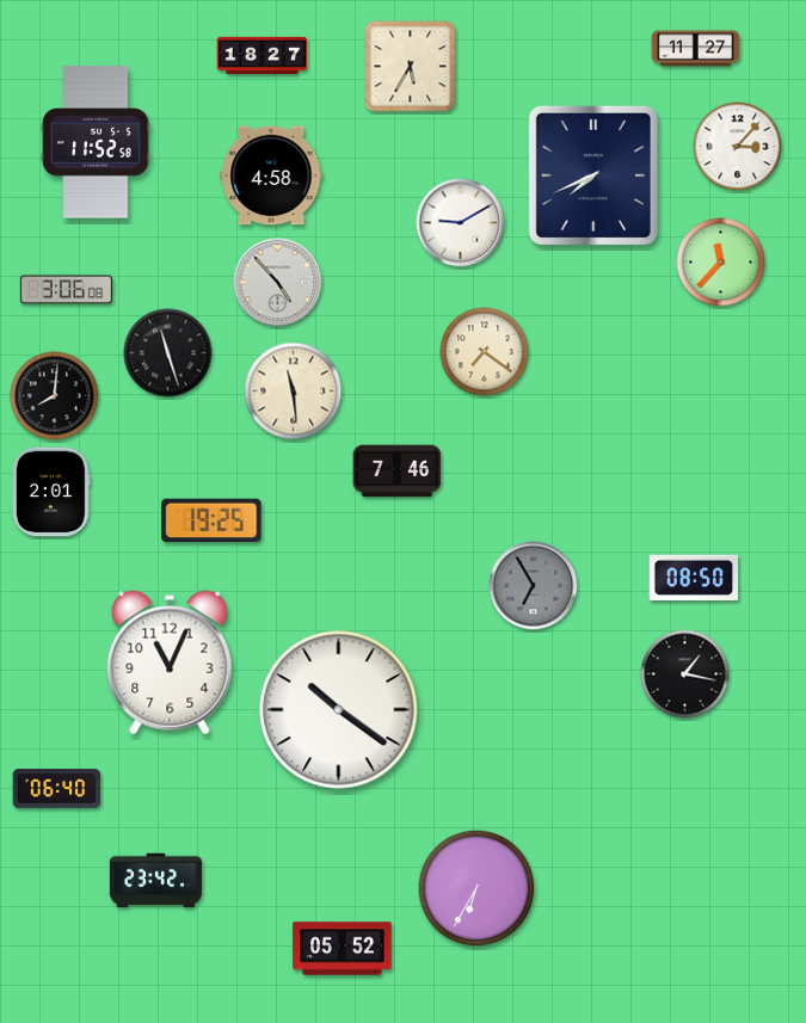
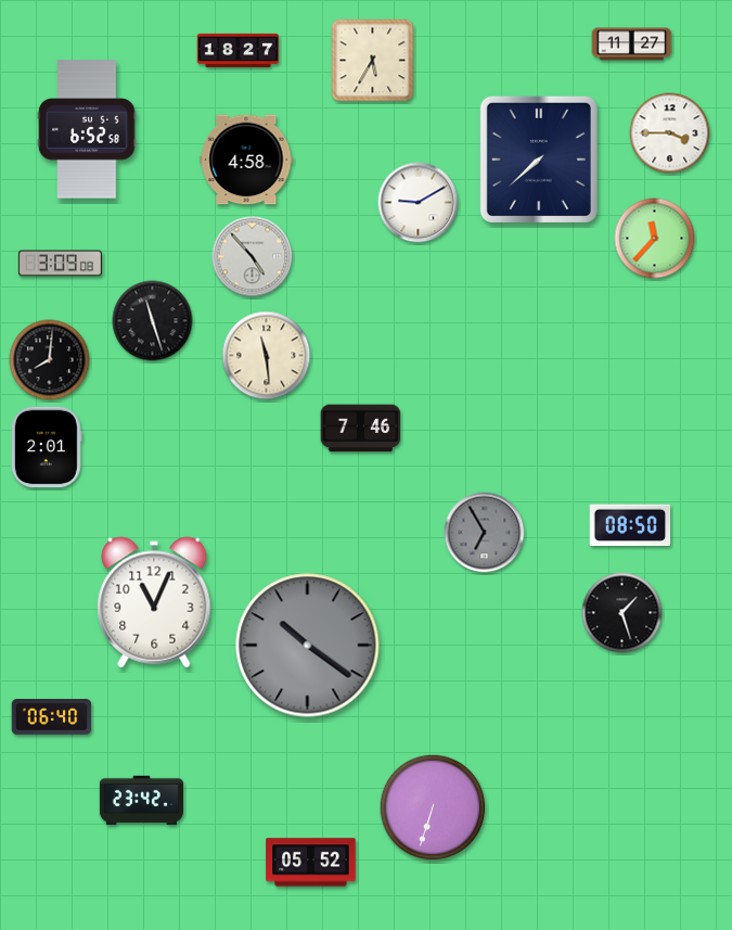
clock at (96, 142): 11:52 -> 6:52
clock at (738, 147): 3:07 -> 3:45
clock at (593, 175): 7:41 -> 7:38
clock at (66, 290): 3:06 -> 3:09
clock at (485, 352): 7:21 -> none
clock at (211, 520): 19:25 -> none
clock at (685, 674): 1:17 -> 1:27
clock at (339, 710) dial: white -> grey
clock at (476, 888): 6:35 -> 6:33
